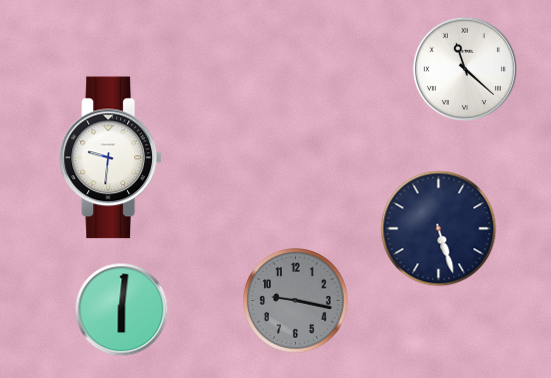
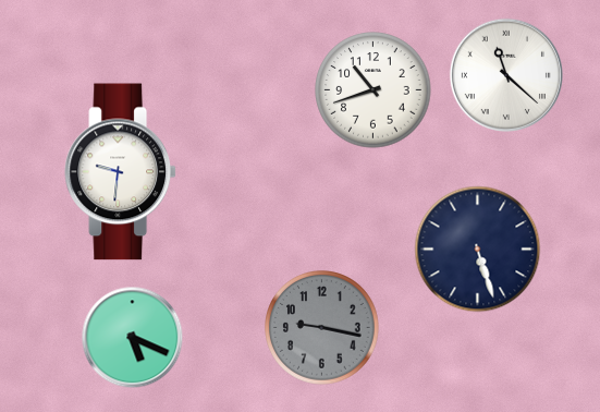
clock at (374, 90): none -> 10:42
clock at (122, 310): 6:01 -> 5:19
